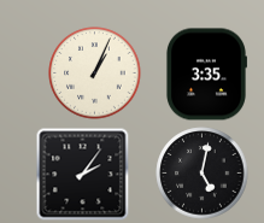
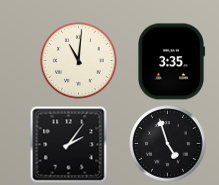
clock at (95, 74): 1:04 -> 11:01
clock at (203, 174): 5:02 -> 4:57
